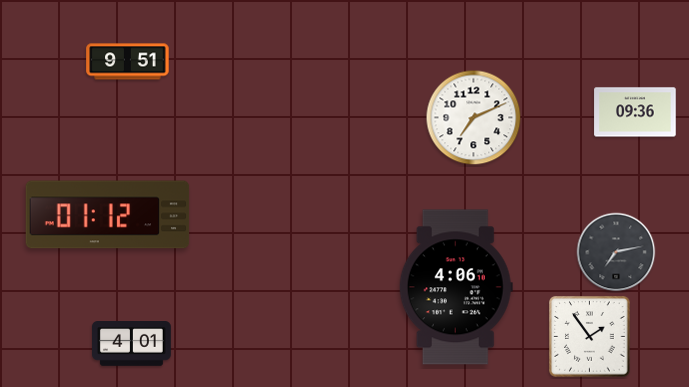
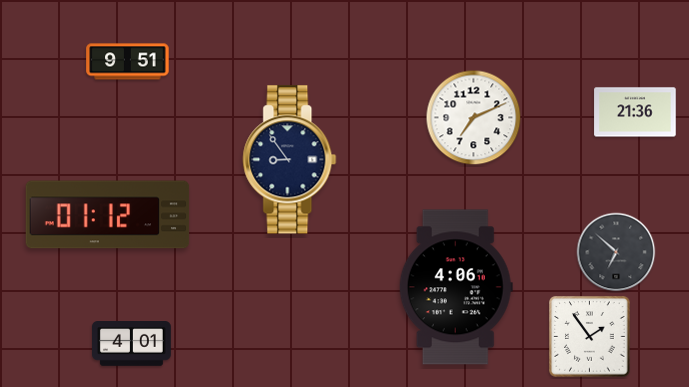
clock at (635, 112): 09:36 -> 21:36
clock at (290, 160): none -> 8:54
clock at (616, 252): 7:13 -> 6:52
